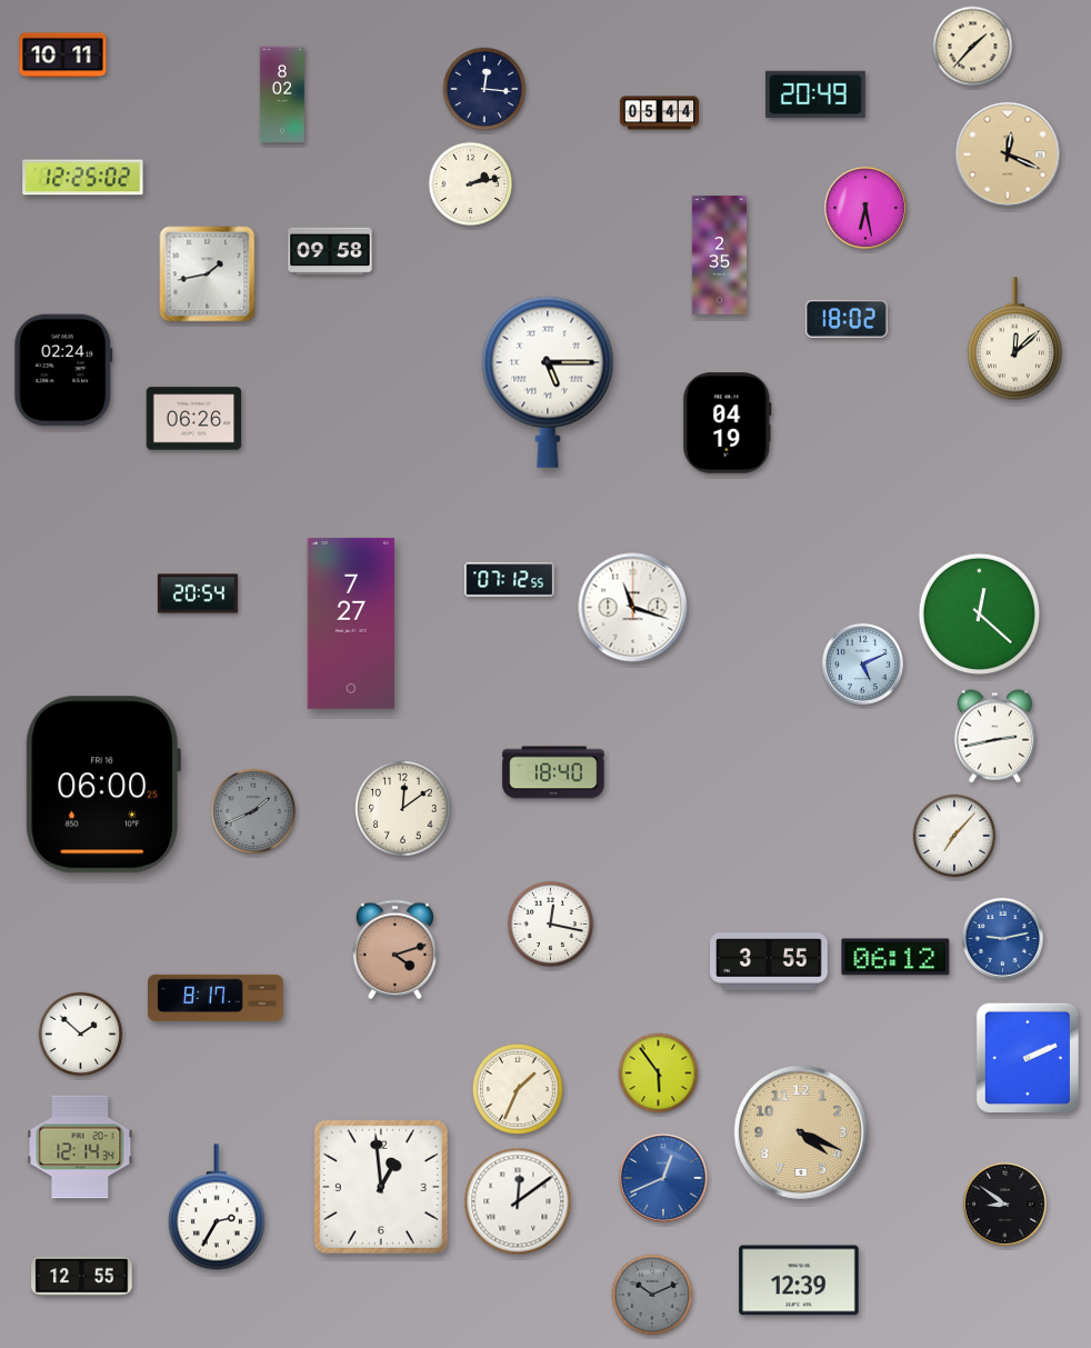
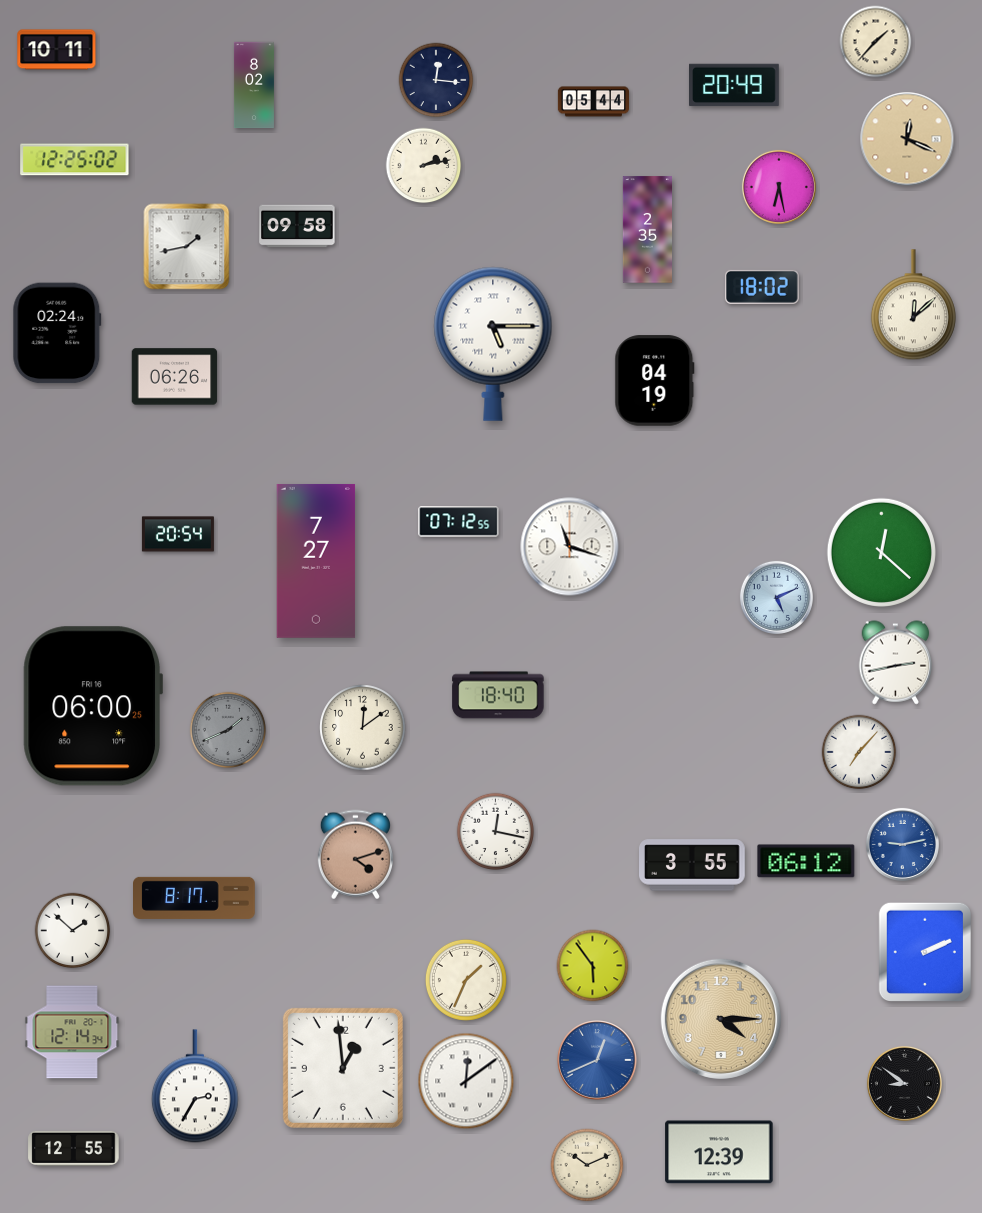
clock at (801, 1132): 4:19 -> 4:15
clock at (652, 1295) dial: grey -> cream
